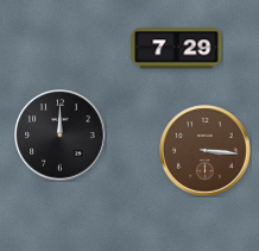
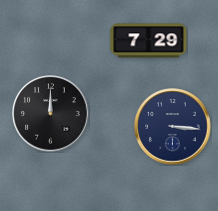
clock at (206, 151) dial: brown -> navy
